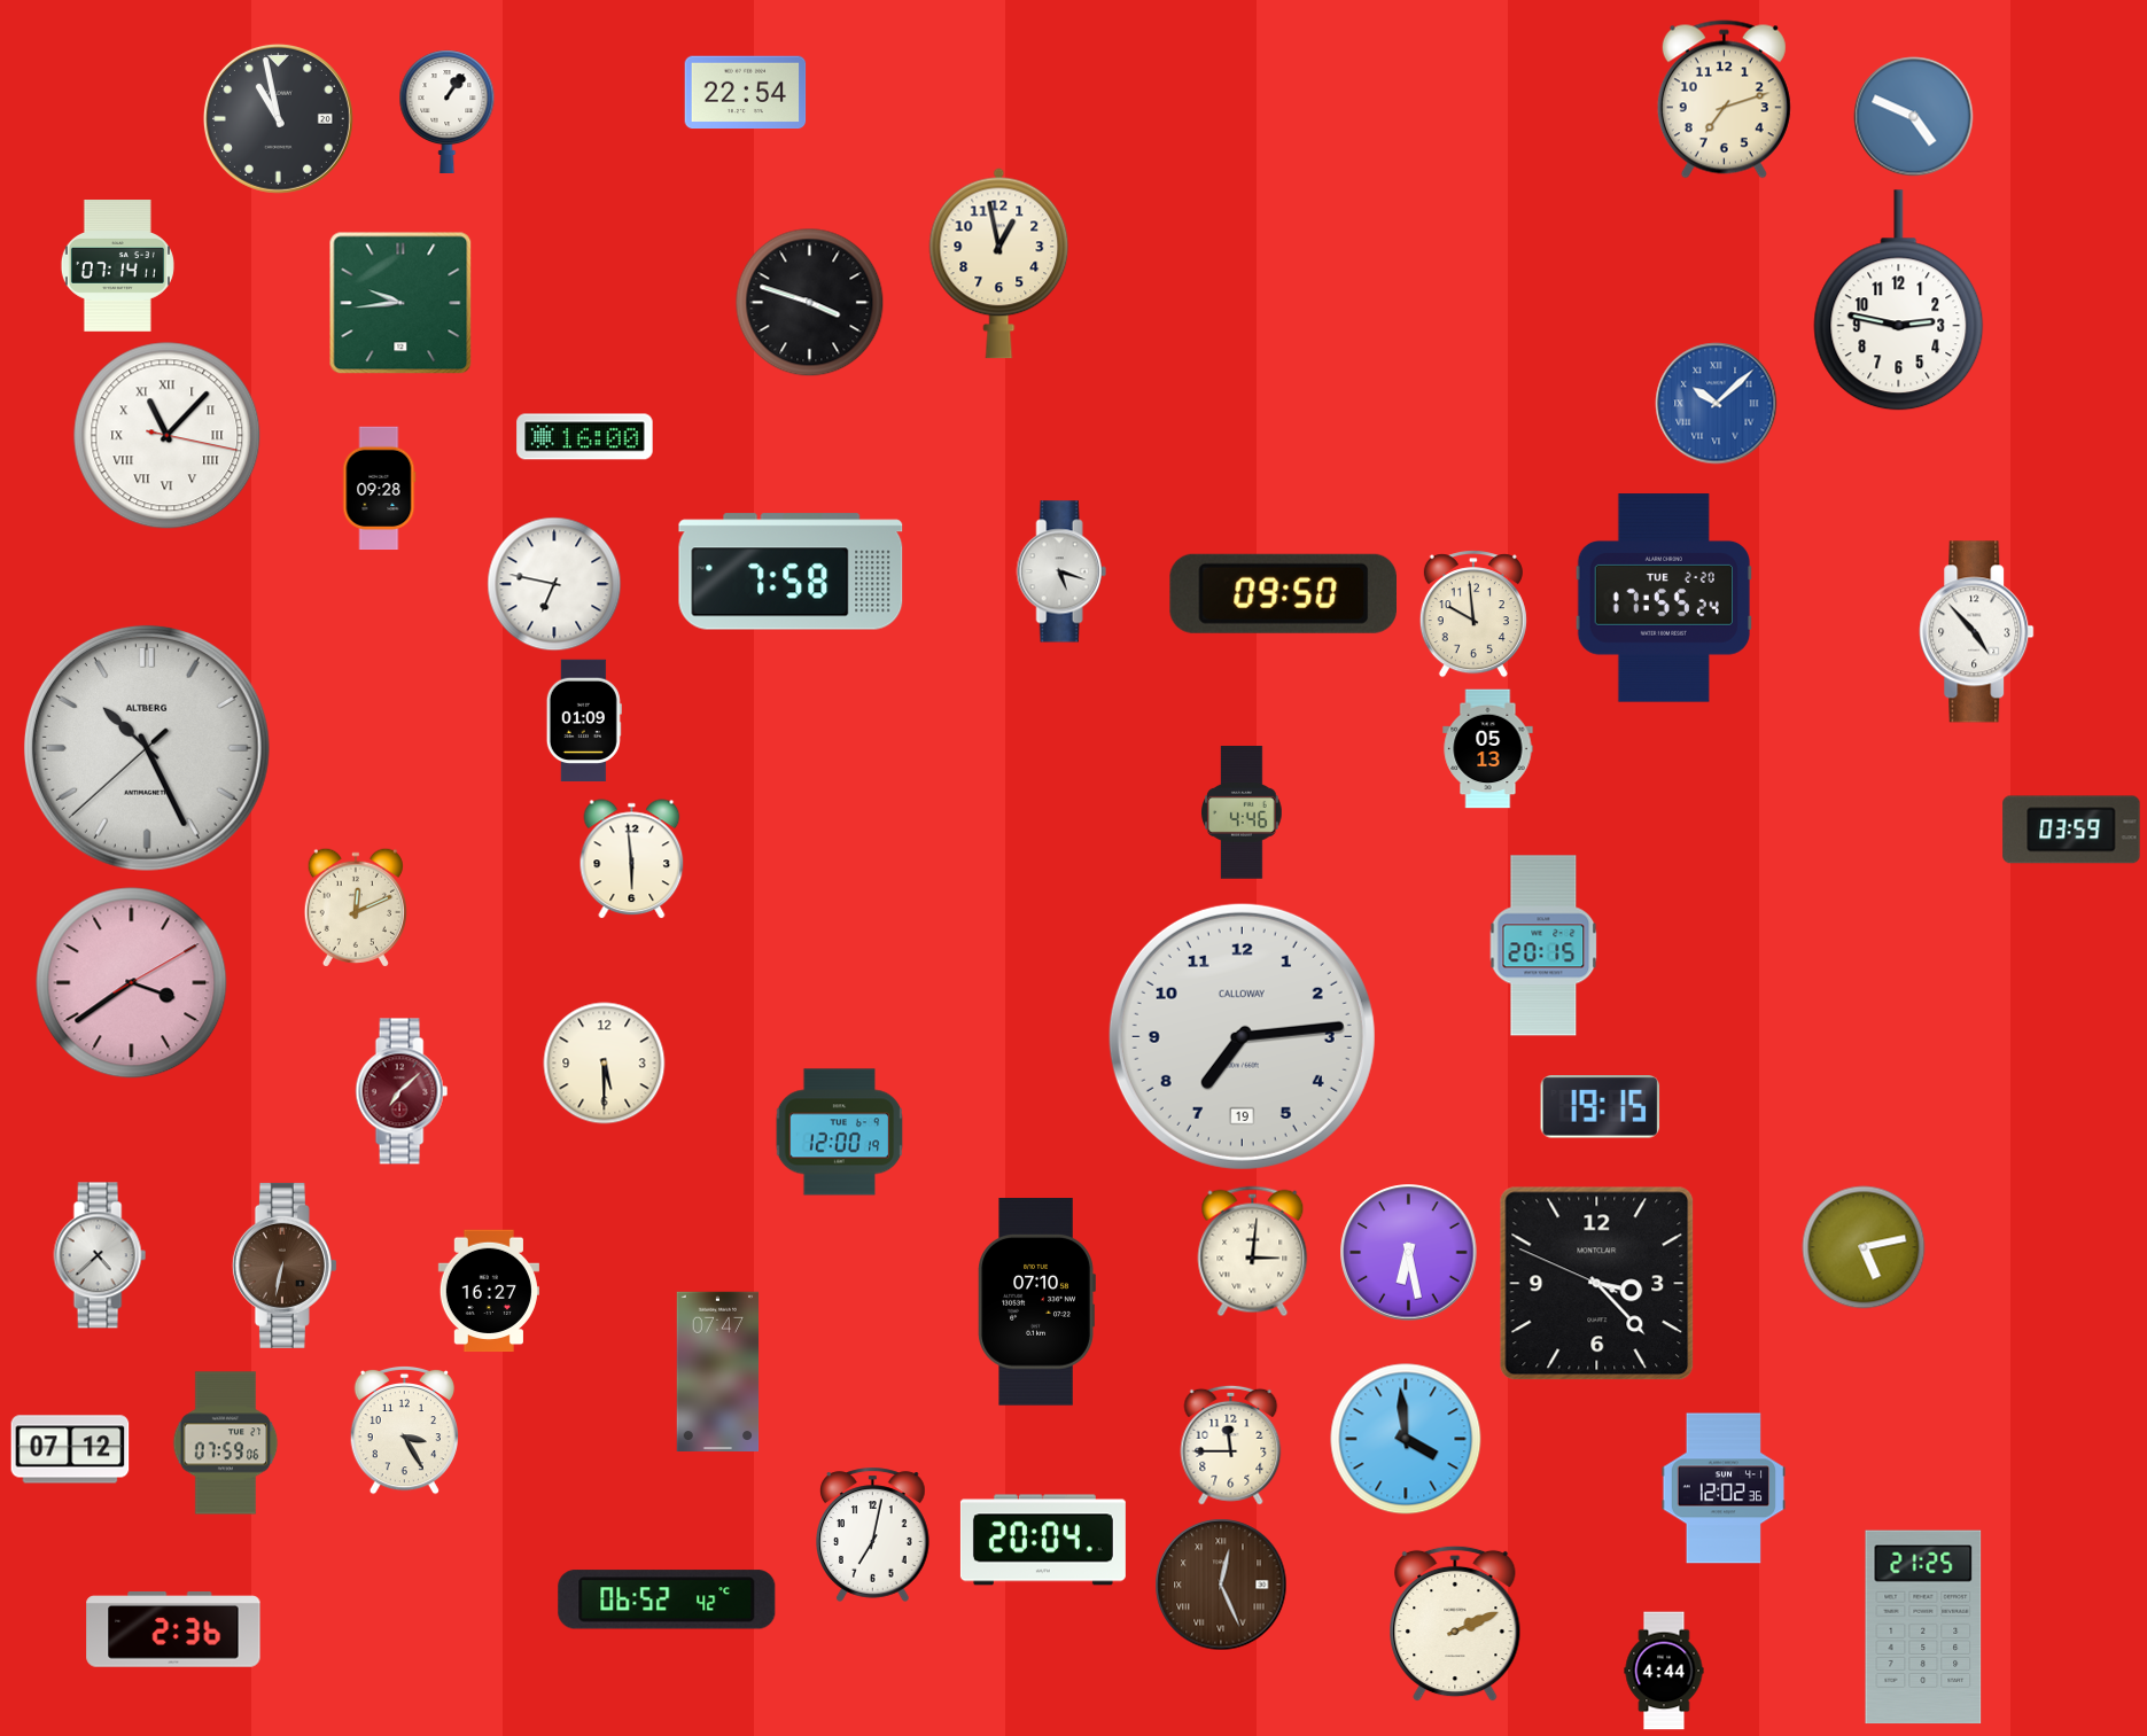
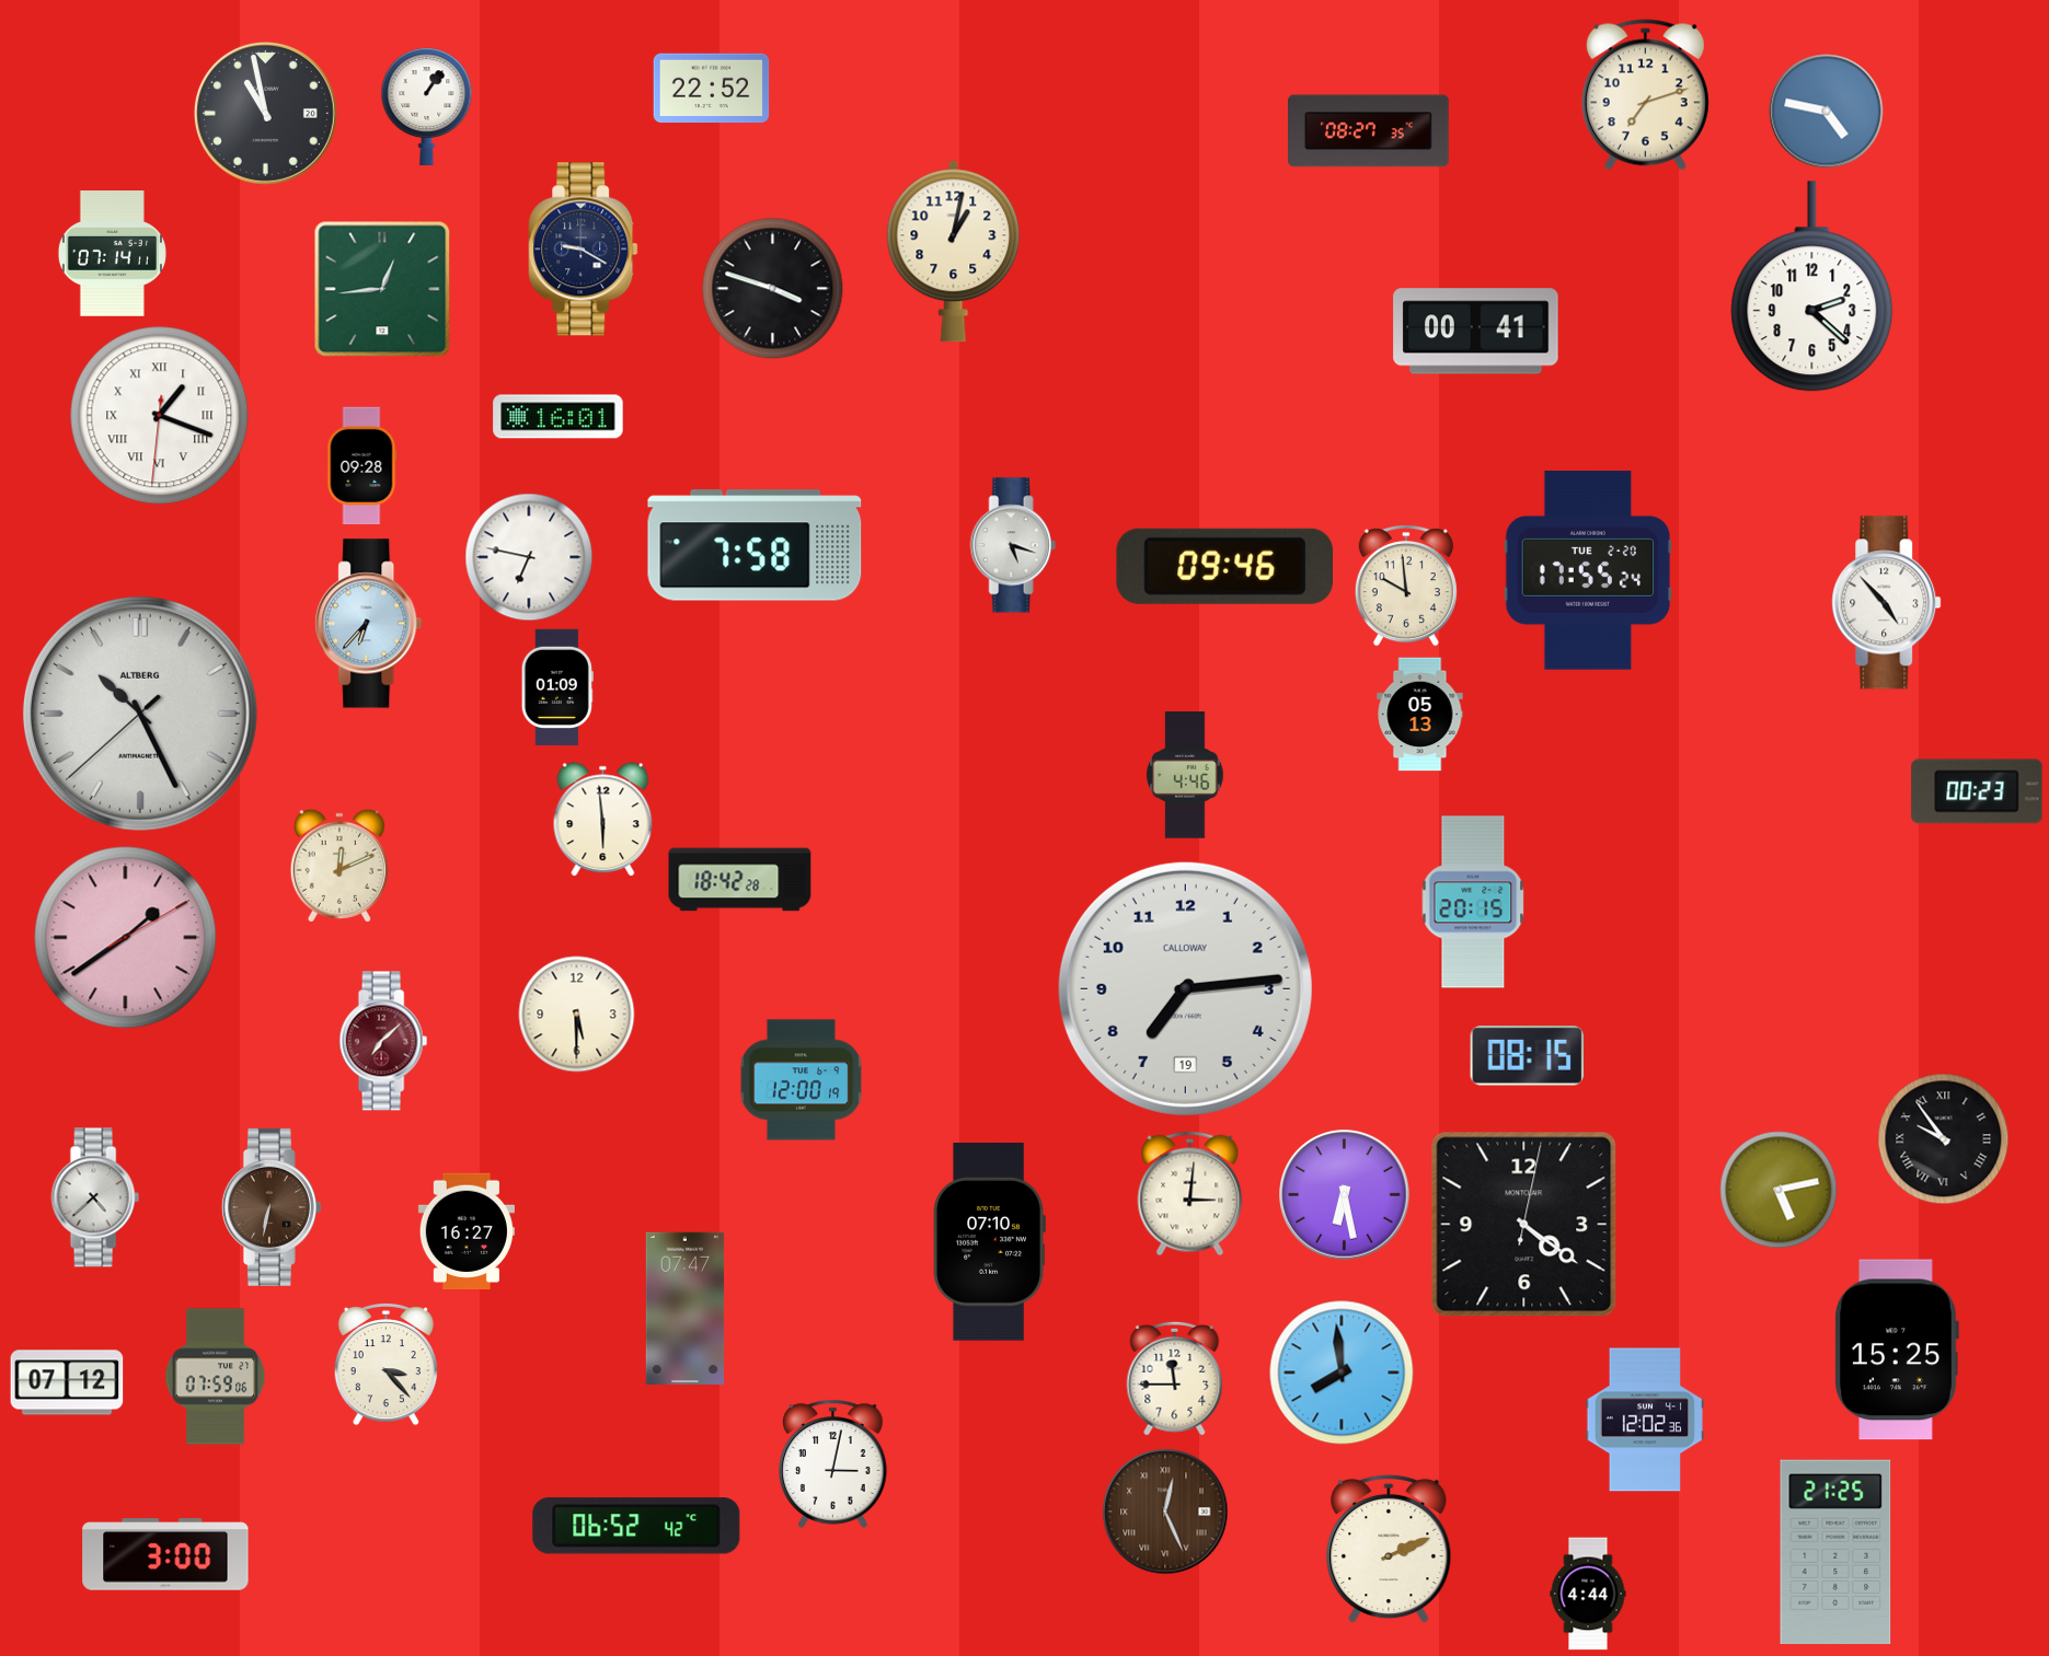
clock at (746, 93): 22:54 -> 22:52
clock at (1914, 117): 4:49 -> 4:47
clock at (1369, 131): none -> 08:27
clock at (584, 250): none -> 9:20
clock at (999, 263): 12:58 -> 1:02
clock at (1899, 301): 2:47 -> 2:22
clock at (400, 303): 9:44 -> 12:44
clock at (1476, 332): none -> 00:41
clock at (1717, 404): 10:08 -> none
clock at (168, 436): 11:07 -> 1:18
clock at (585, 437): 16:00 -> 16:01
clock at (1283, 593): 09:50 -> 09:46
clock at (369, 624): none -> 6:37
clock at (2071, 830): 03:59 -> 00:23
clock at (740, 880): none -> 18:42
clock at (132, 983): 3:39 -> 1:39
clock at (1601, 1107): 19:15 -> 08:15
clock at (1944, 1139): none -> 9:54
clock at (1253, 1252) position: (1253, 1252) -> (1190, 1194)
clock at (1597, 1284): 3:22 -> 4:21
clock at (1897, 1350): none -> 15:25
clock at (404, 1430): 3:25 -> 3:23
clock at (1406, 1439): 3:59 -> 7:59
clock at (873, 1534): 7:02 -> 3:02
clock at (1043, 1540): 20:04 -> none
clock at (173, 1629): 2:36 -> 3:00
